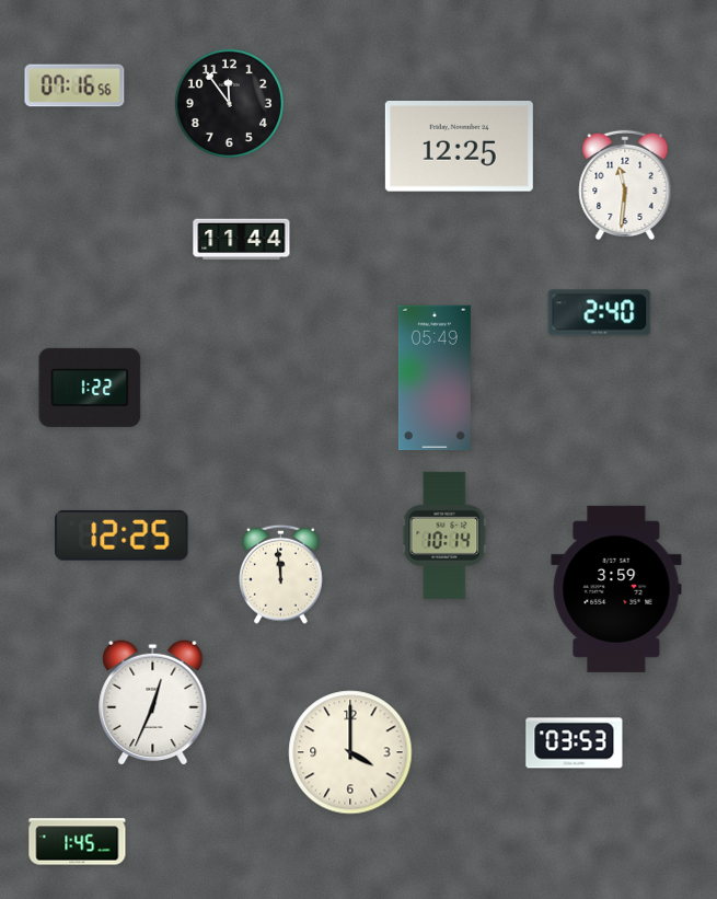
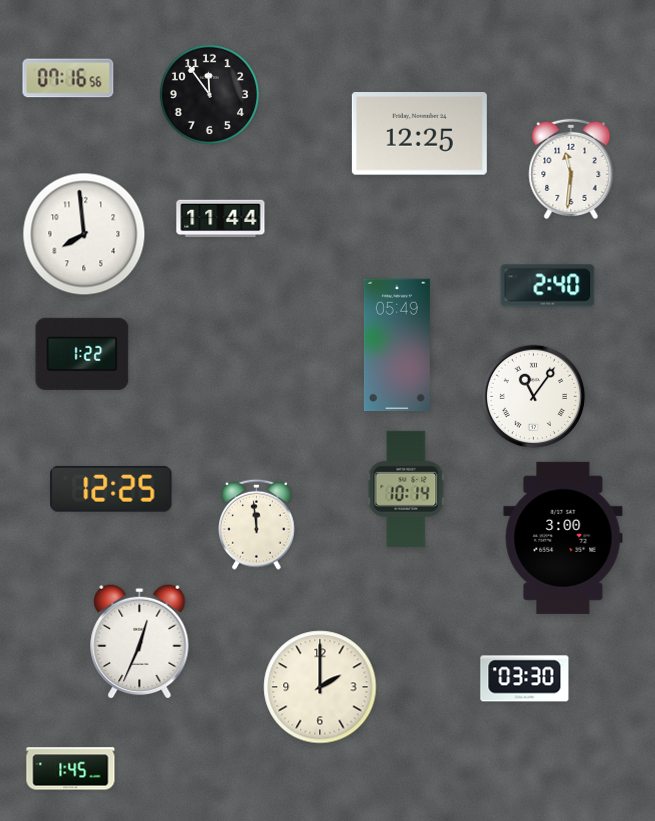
clock at (84, 234): none -> 7:59
clock at (534, 397): none -> 11:06
clock at (616, 589): 3:59 -> 3:00
clock at (575, 744): 03:53 -> 03:30
clock at (350, 752): 4:00 -> 2:00
